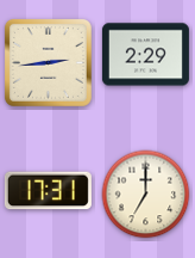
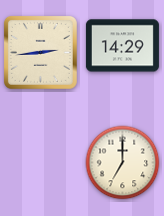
clock at (145, 55): 2:29 -> 14:29
clock at (48, 191): 17:31 -> none
